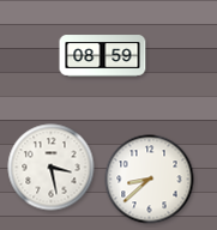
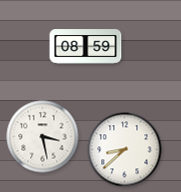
clock at (52, 168) position: (52, 168) -> (43, 137)
